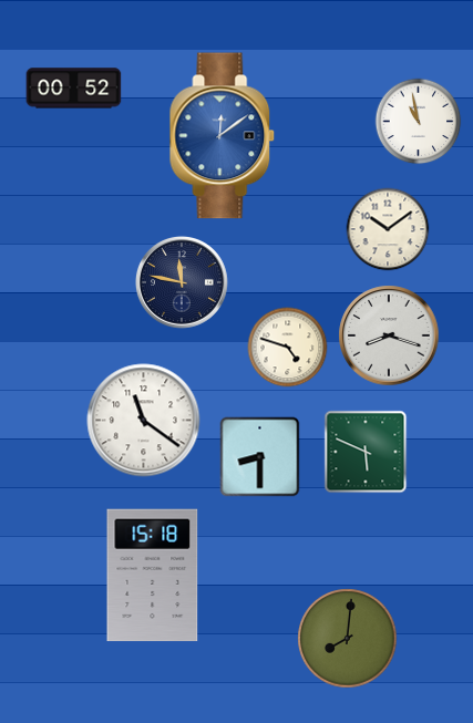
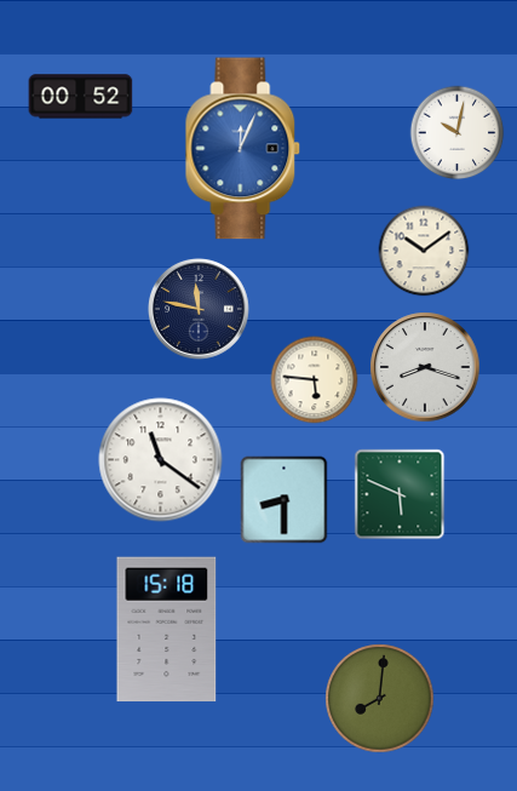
clock at (419, 122): 10:58 -> 10:02
clock at (223, 136): 12:09 -> 12:04
clock at (288, 348): 4:48 -> 5:46
clock at (144, 421) position: (144, 421) -> (161, 460)
